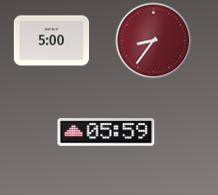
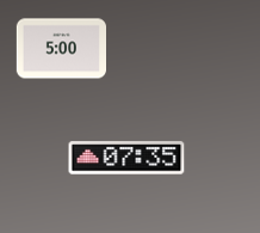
clock at (154, 41): 8:36 -> none
clock at (106, 132): 05:59 -> 07:35
